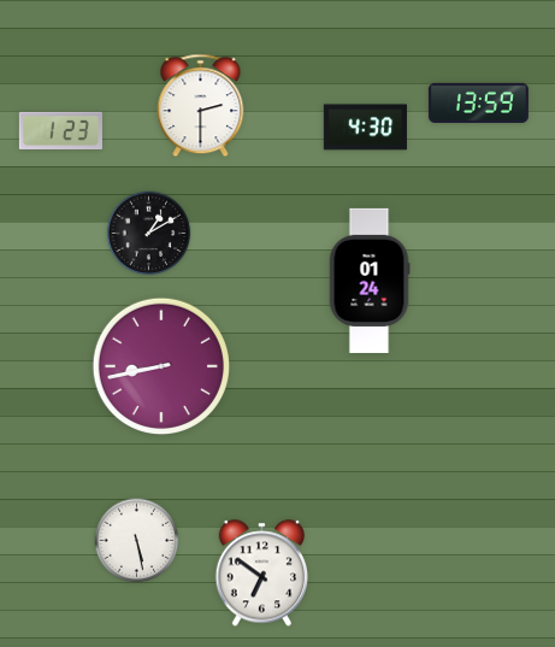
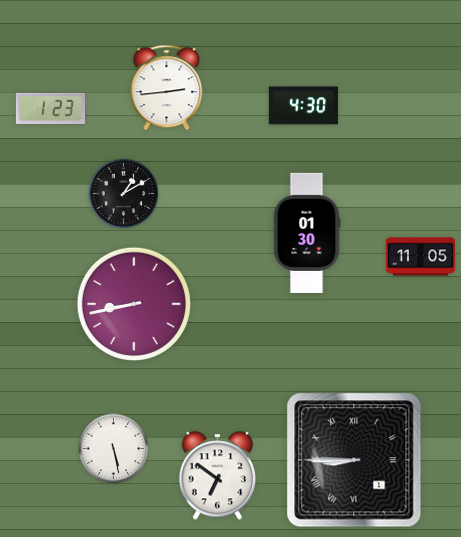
clock at (478, 102): 13:59 -> none
clock at (201, 106): 2:30 -> 2:44
clock at (370, 281): 01:24 -> 01:30
clock at (420, 257): none -> 11:05
clock at (354, 460): none -> 8:45
